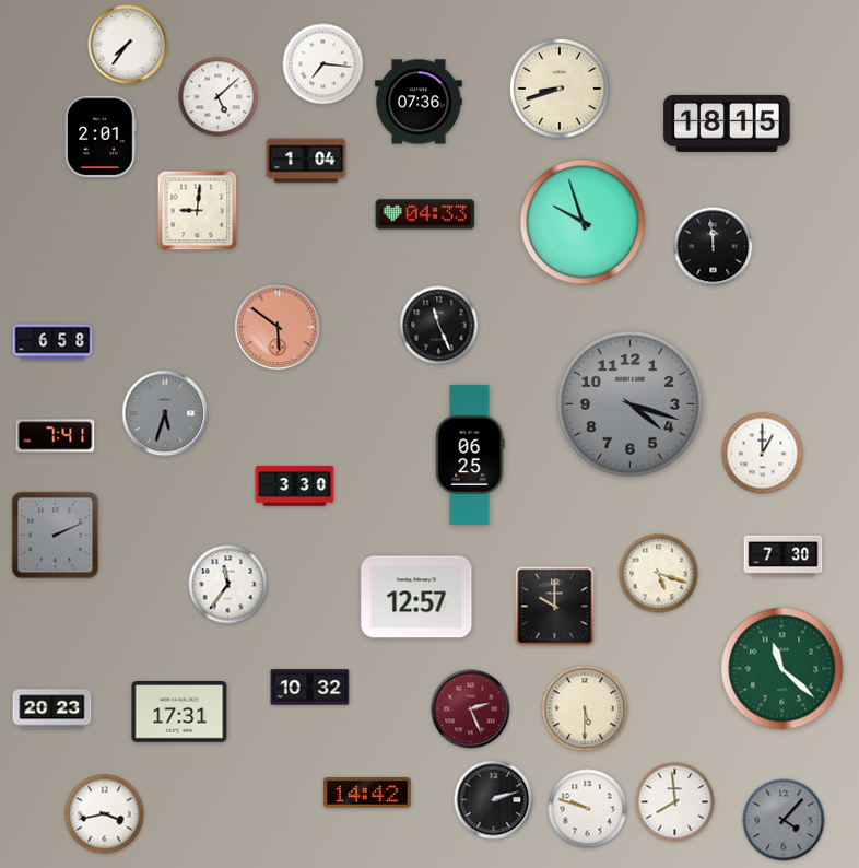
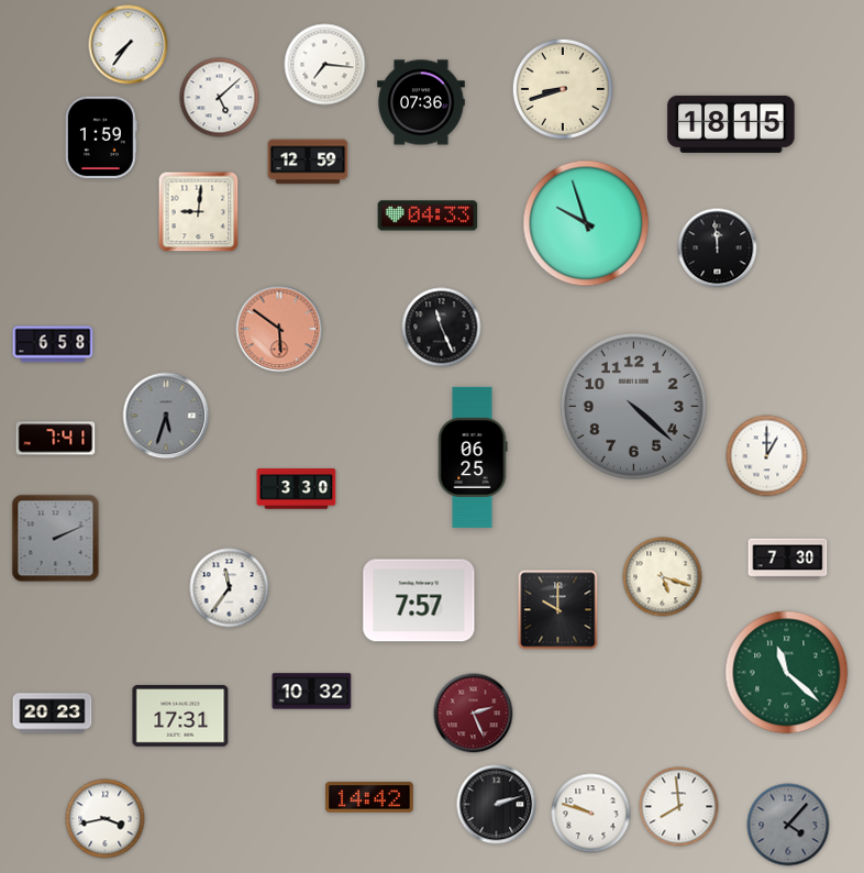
clock at (102, 137): 2:01 -> 1:59
clock at (306, 161): 1:04 -> 12:59
clock at (629, 403): 4:18 -> 4:22
clock at (416, 597): 12:57 -> 7:57
clock at (585, 708): 5:30 -> none
